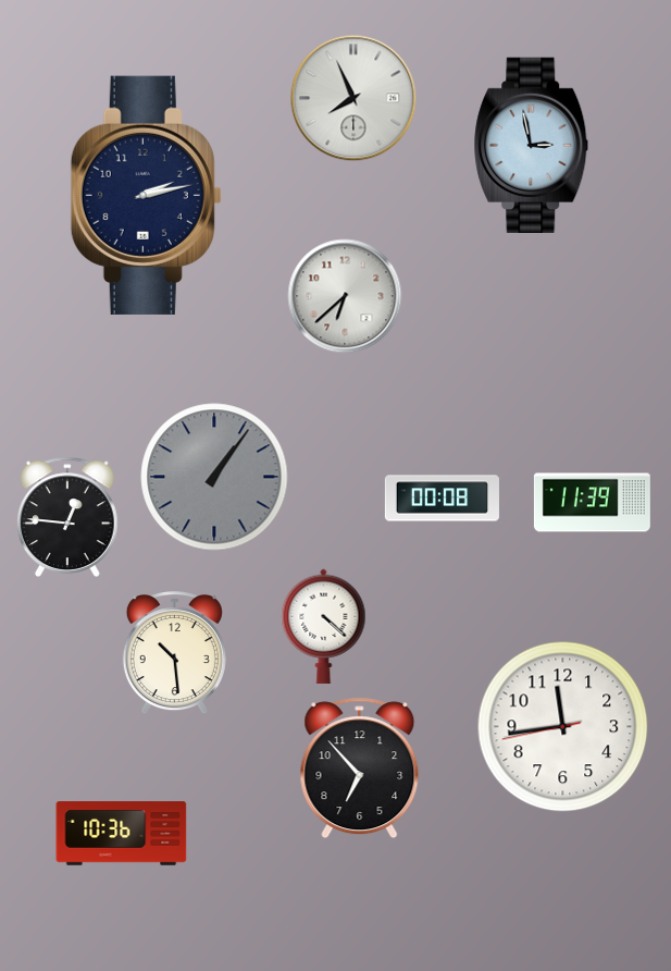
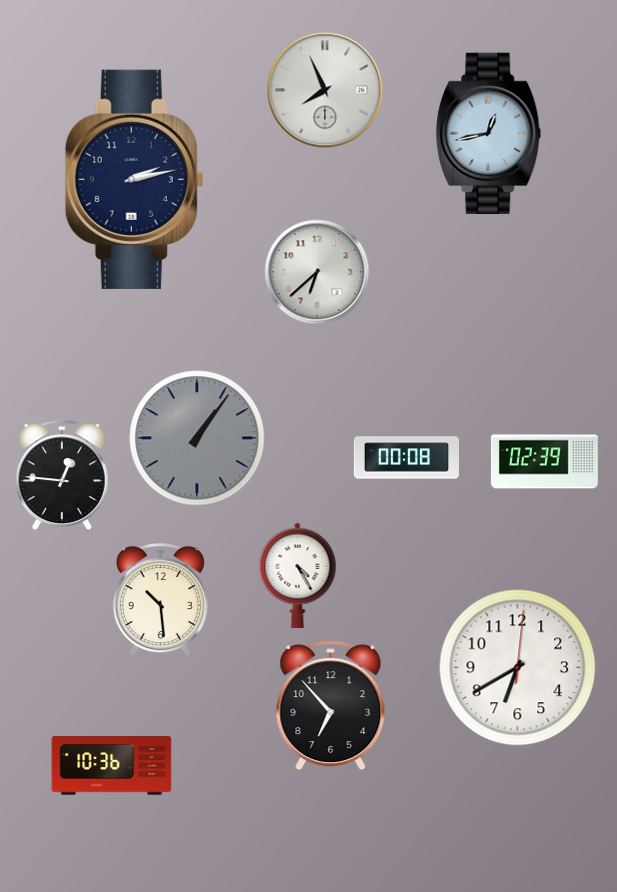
clock at (532, 145): 2:58 -> 12:43
clock at (592, 503): 11:39 -> 02:39
clock at (324, 626): 4:22 -> 4:25
clock at (563, 727): 11:43 -> 6:40
